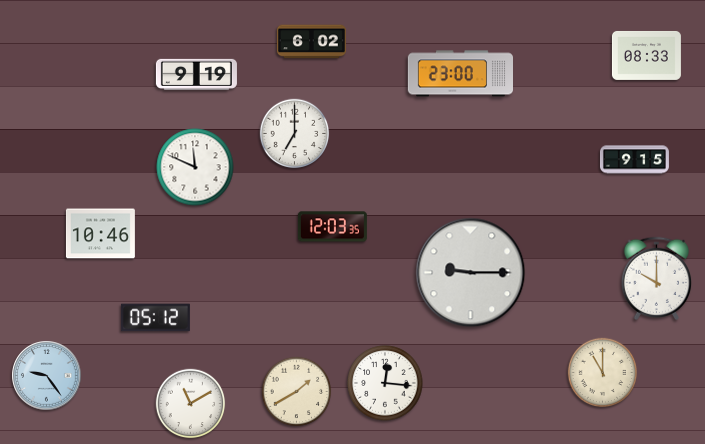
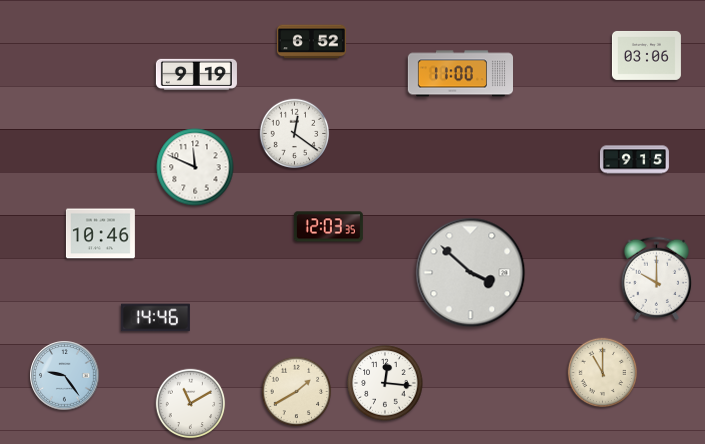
clock at (311, 42): 6:02 -> 6:52
clock at (646, 55): 08:33 -> 03:06
clock at (460, 74): 23:00 -> 11:00
clock at (295, 134): 7:00 -> 12:21
clock at (332, 227) position: (332, 227) -> (328, 227)
clock at (471, 273): 9:15 -> 3:52
clock at (155, 318): 05:12 -> 14:46
clock at (47, 376) position: (47, 376) -> (65, 376)
